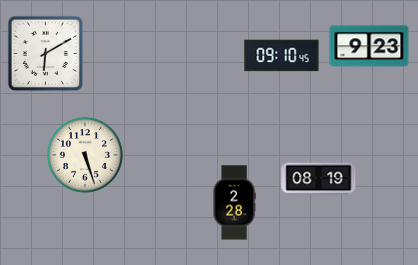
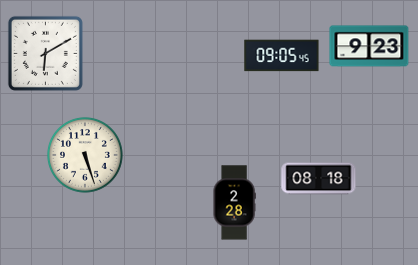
clock at (282, 56): 09:10 -> 09:05
clock at (319, 179): 08:19 -> 08:18
